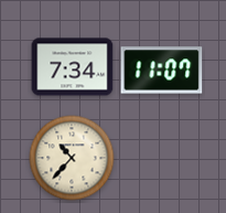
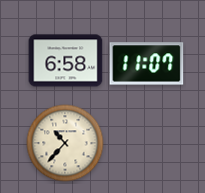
clock at (73, 67): 7:34 -> 6:58
